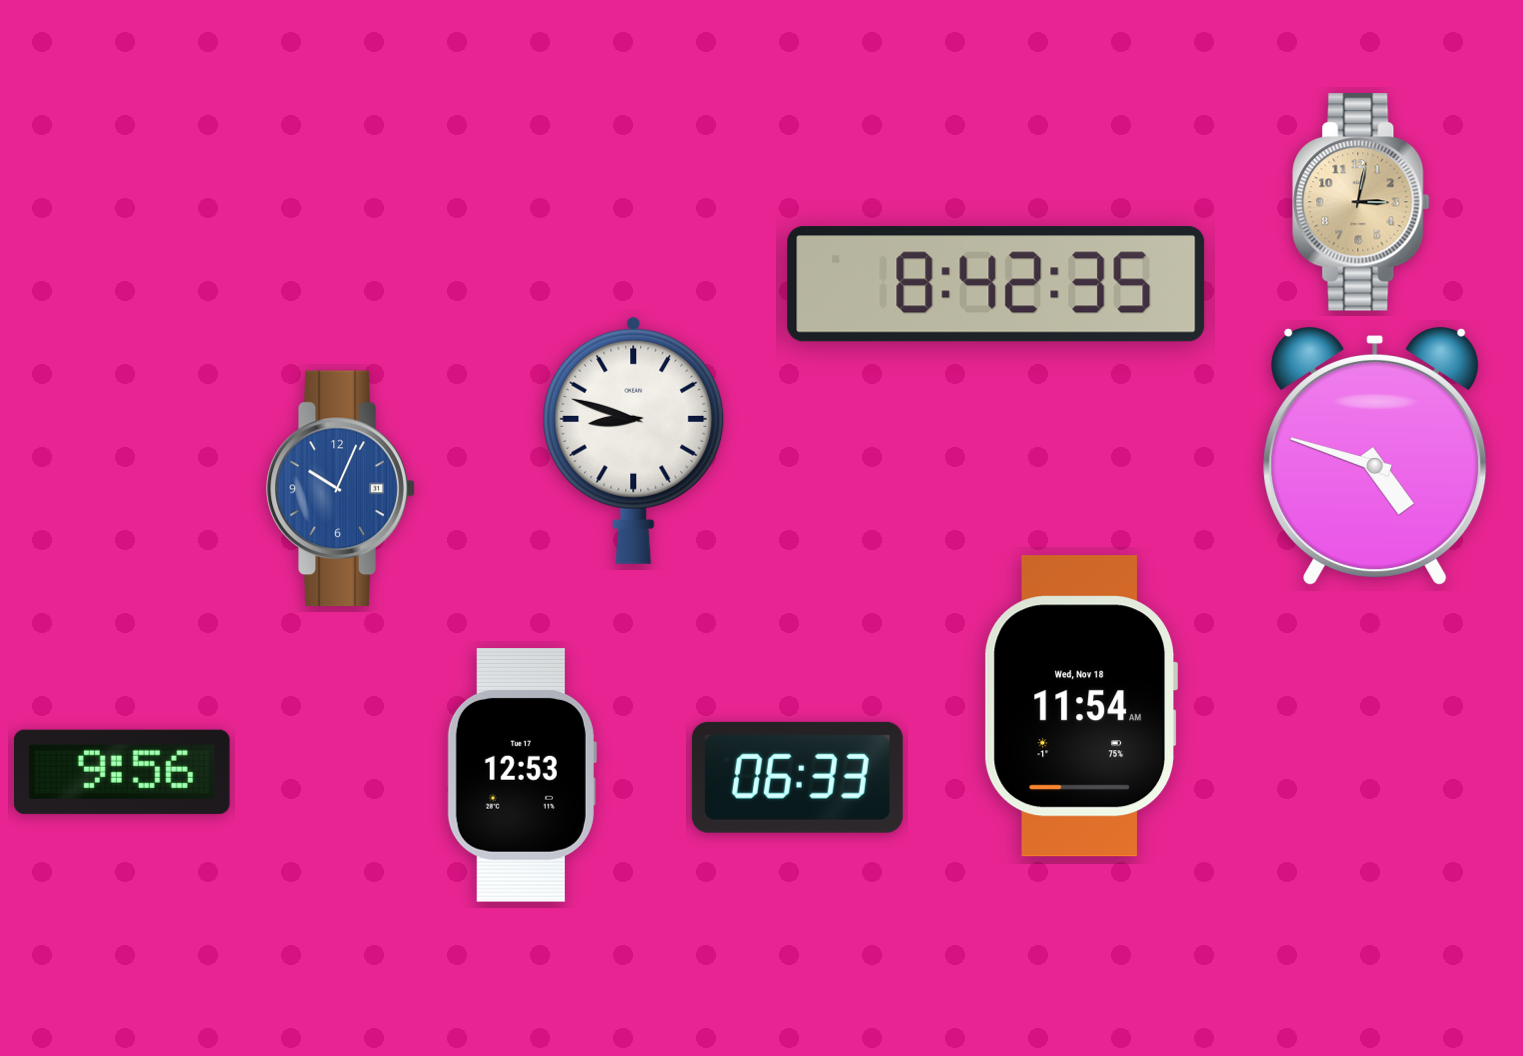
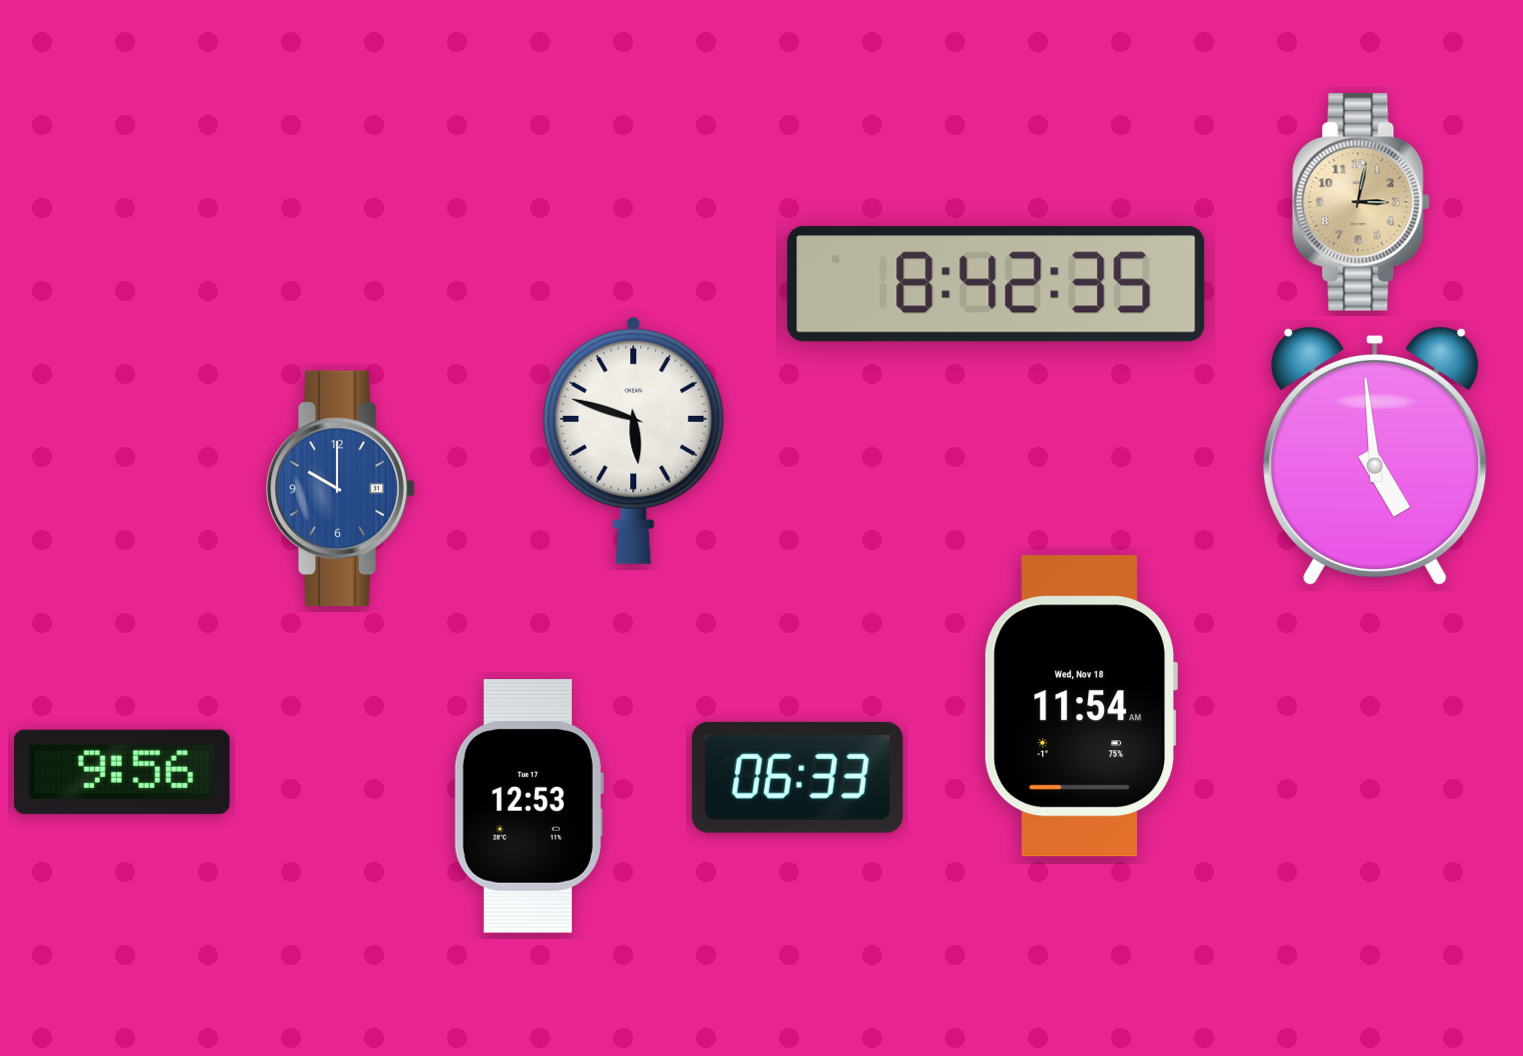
clock at (634, 440): 8:48 -> 5:48
clock at (1375, 456): 4:48 -> 4:59
clock at (341, 489): 10:04 -> 10:00
clock at (522, 776) position: (522, 776) -> (529, 807)
